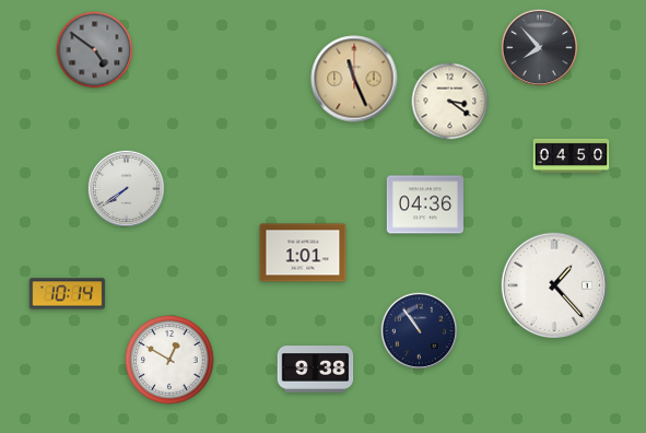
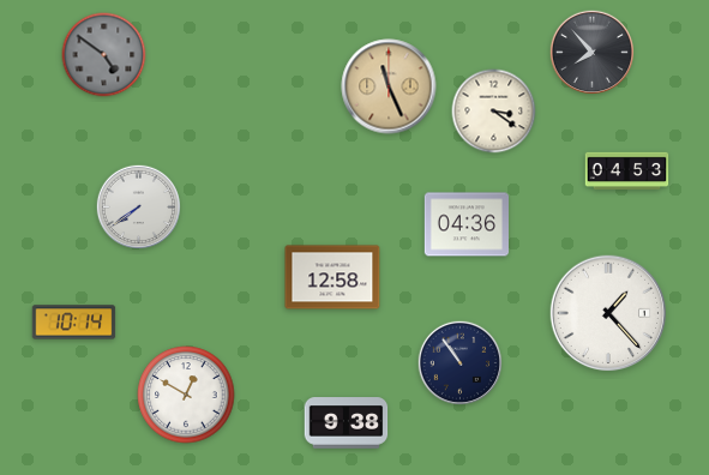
clock at (572, 156): 04:50 -> 04:53
clock at (303, 253): 1:01 -> 12:58
clock at (316, 370) position: (316, 370) -> (347, 423)
